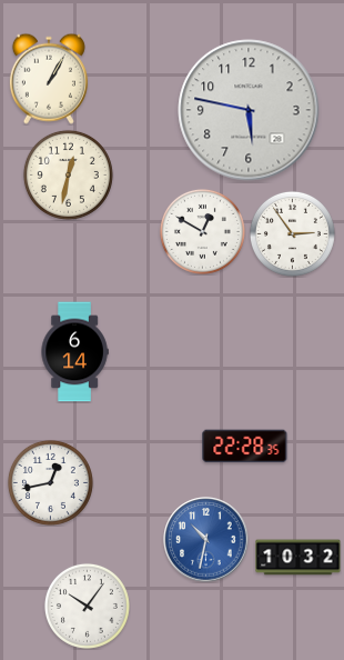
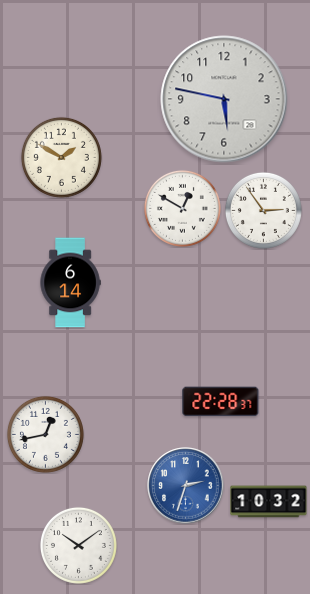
clock at (49, 79): 1:05 -> none
clock at (68, 174): 12:32 -> 1:50
clock at (74, 352) position: (74, 352) -> (70, 283)
clock at (245, 447): 22:28:35 -> 22:28:37
clock at (206, 540): 10:32 -> 2:33
clock at (87, 606): 10:06 -> 10:09
